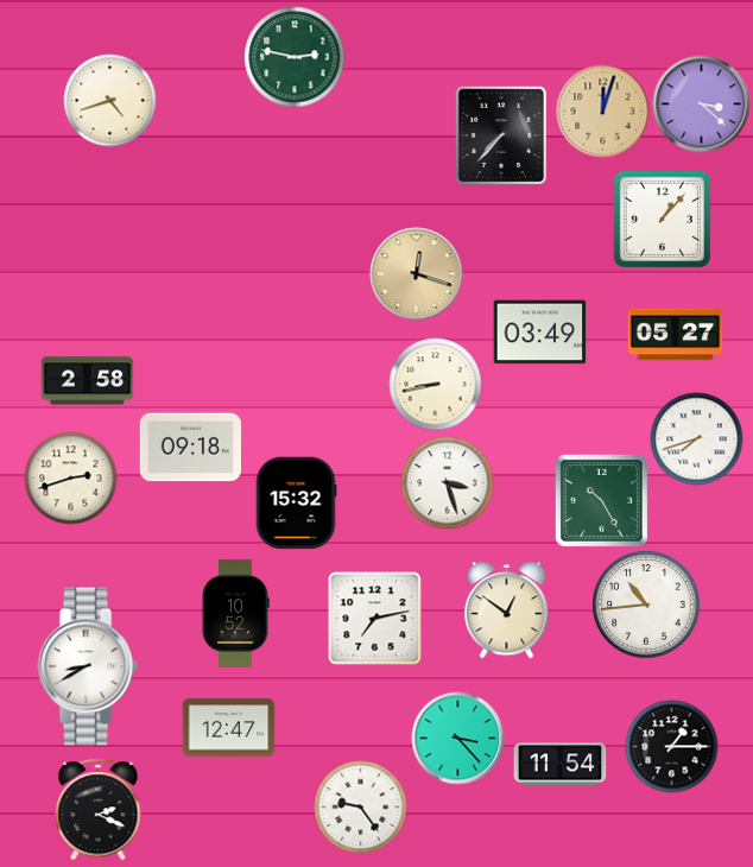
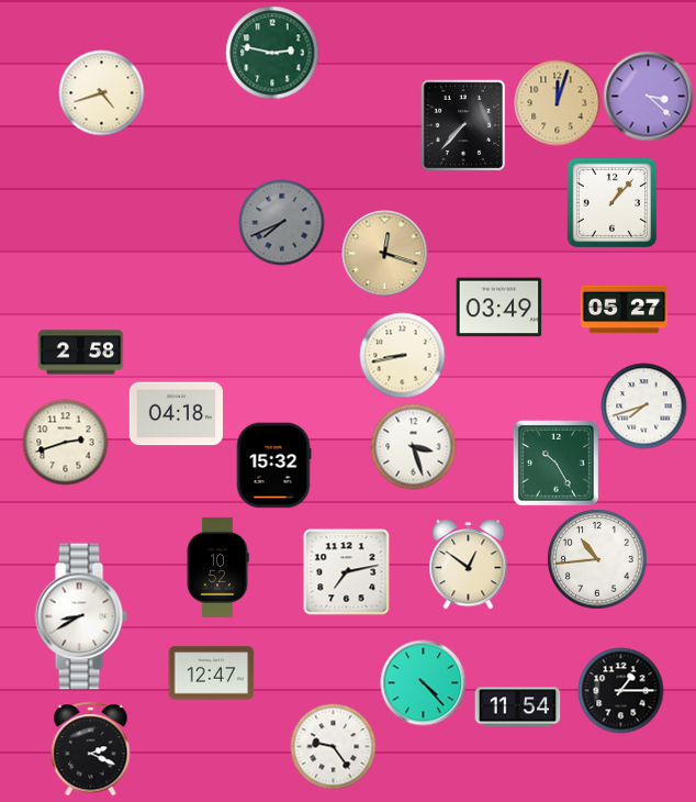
clock at (281, 222): none -> 7:41
clock at (190, 448): 09:18 -> 04:18
clock at (457, 738): 3:23 -> 4:23
